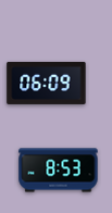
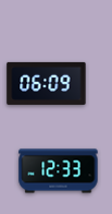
clock at (59, 171): 8:53 -> 12:33
